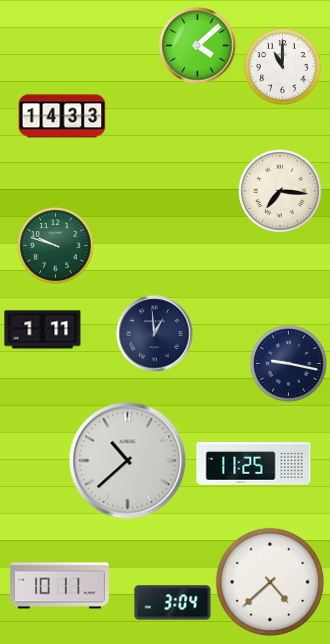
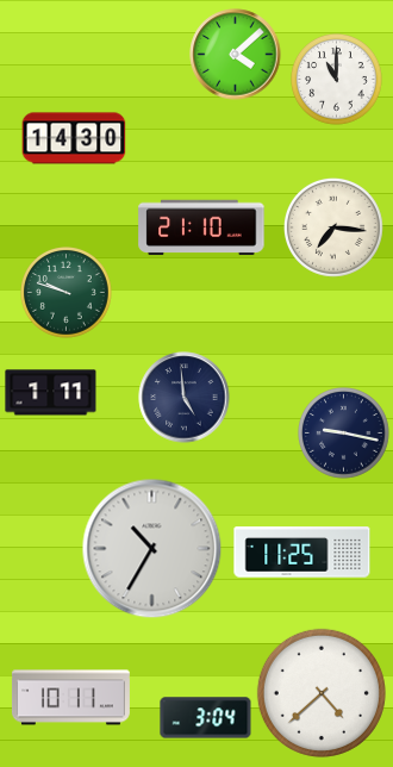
clock at (62, 116): 14:33 -> 14:30
clock at (201, 227): none -> 21:10
clock at (155, 334): 12:59 -> 4:59
clock at (128, 461): 10:38 -> 10:35
